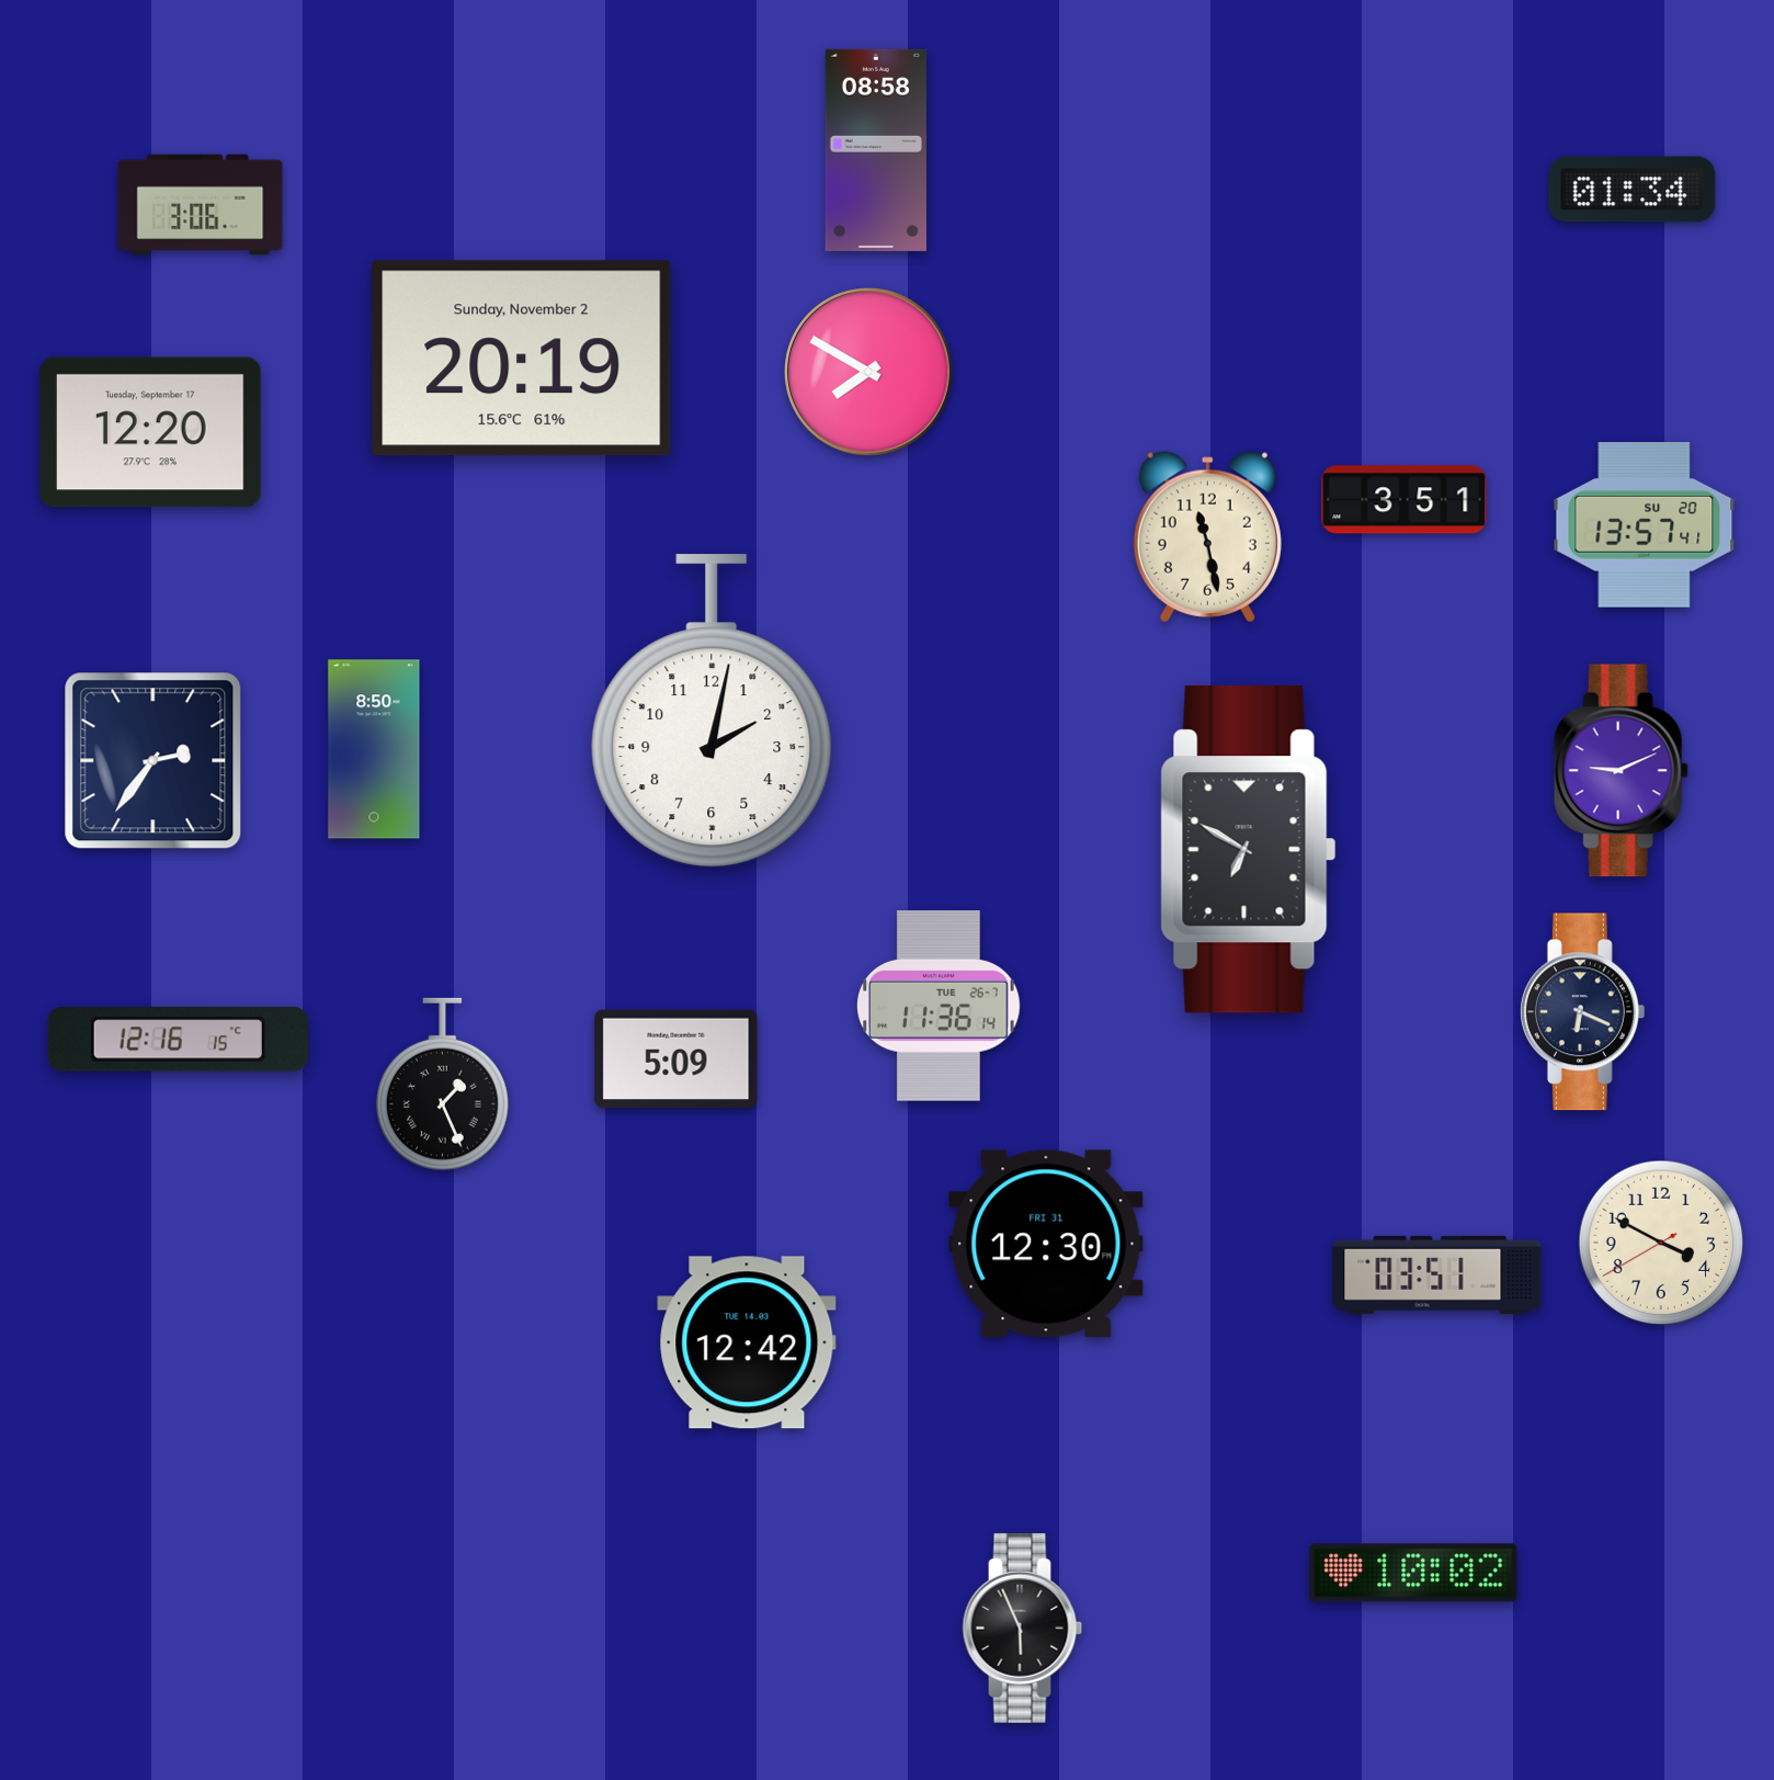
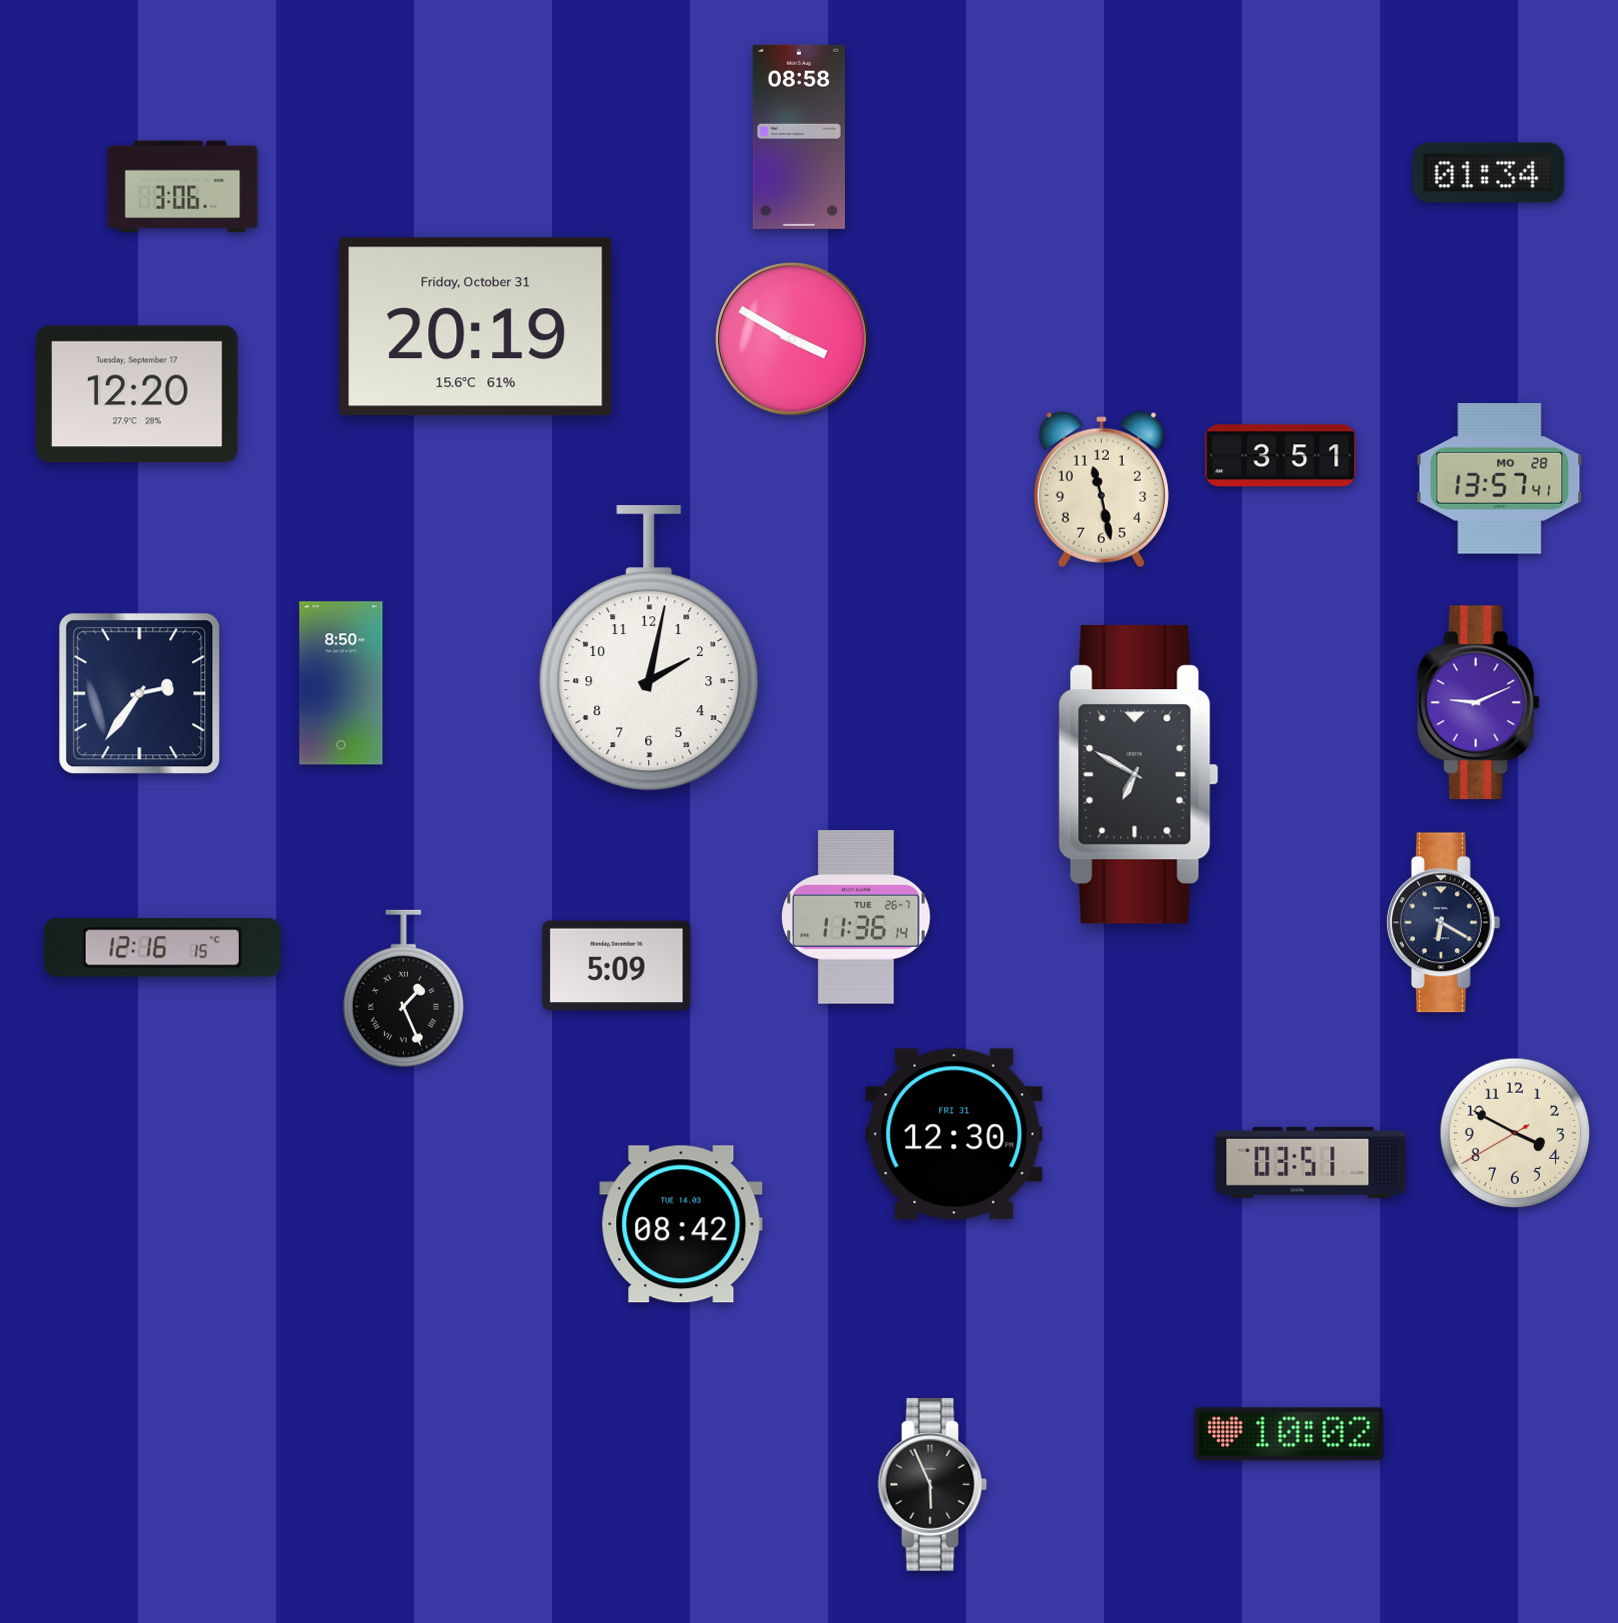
clock at (522, 359) date: Sunday, November 2 -> Friday, October 31
clock at (868, 372): 7:50 -> 3:50
clock at (1645, 525) date: SU 20 -> MO 28
clock at (1582, 1012): 6:19 -> 6:20
clock at (747, 1342): 12:42 -> 08:42
